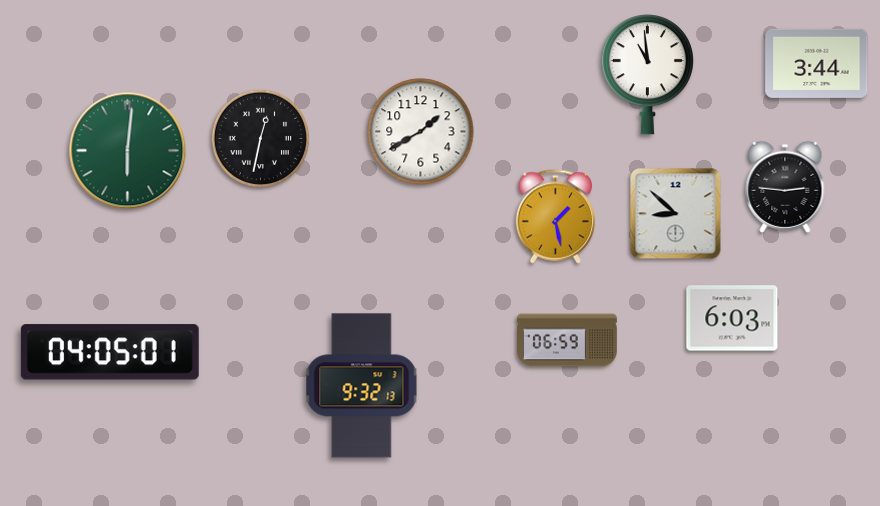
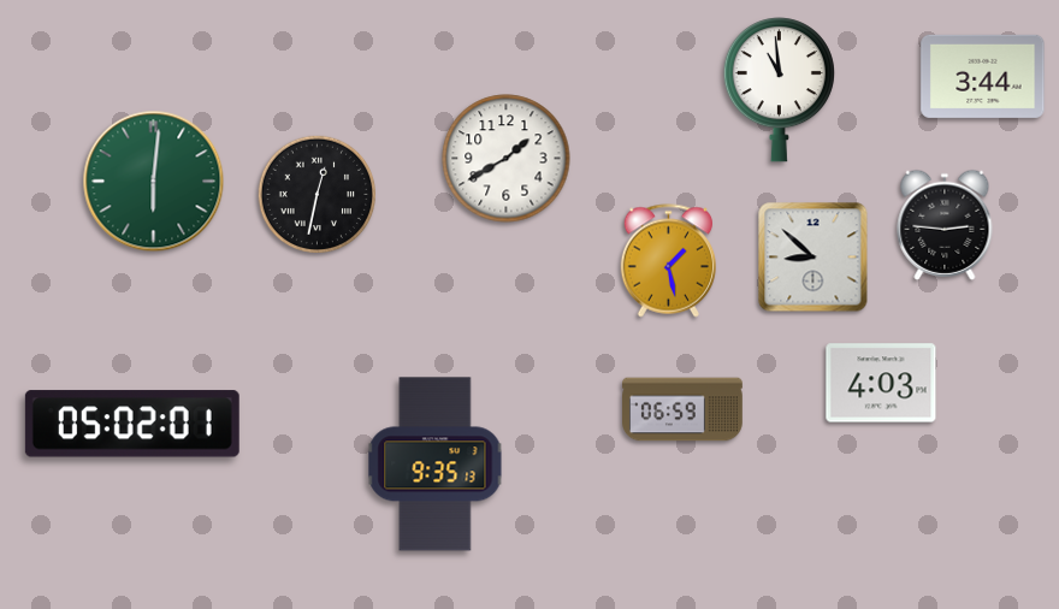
clock at (261, 139) position: (261, 139) -> (318, 195)
clock at (732, 318): 6:03 -> 4:03
clock at (110, 352): 04:05 -> 05:02
clock at (362, 386): 9:32 -> 9:35
